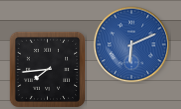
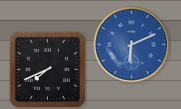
clock at (47, 69): 7:44 -> 7:41
